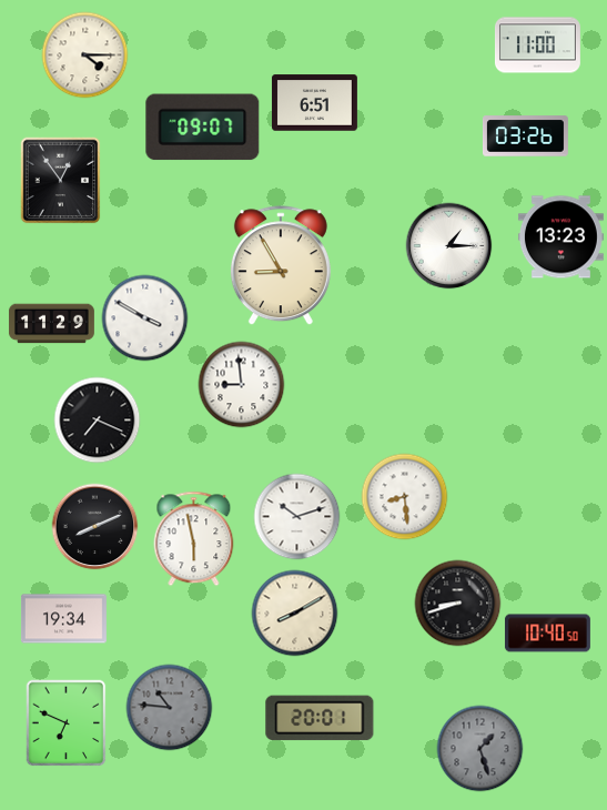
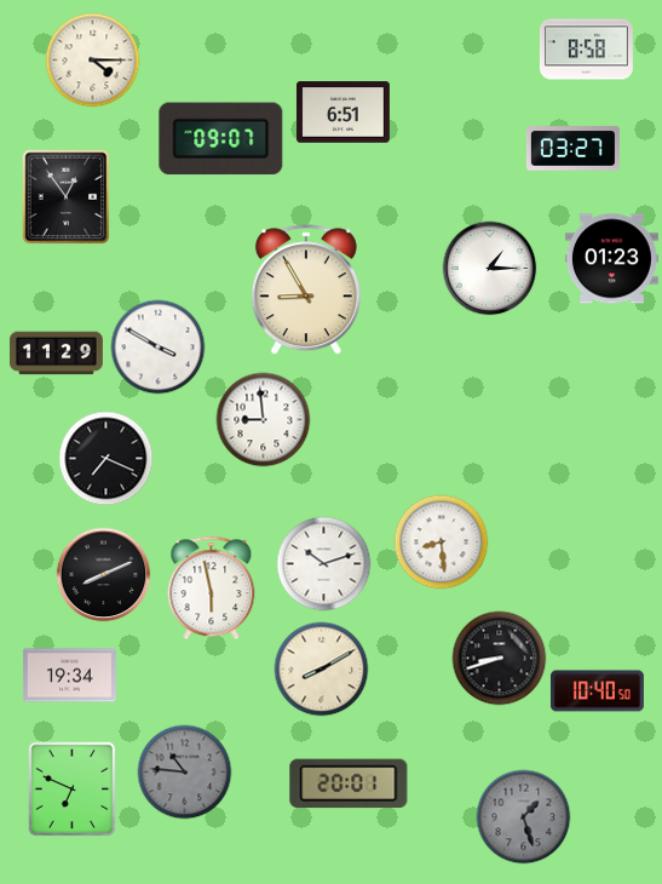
clock at (537, 45): 11:00 -> 8:58
clock at (525, 136): 03:26 -> 03:27
clock at (560, 237): 13:23 -> 01:23
